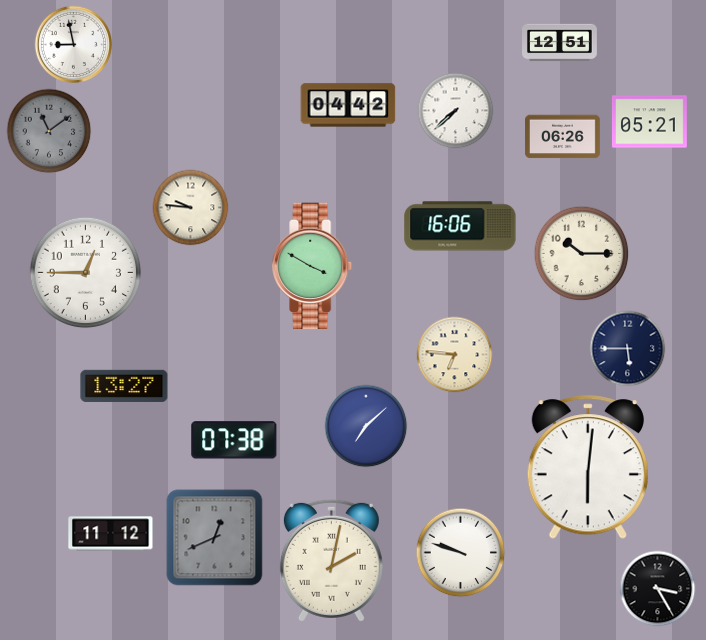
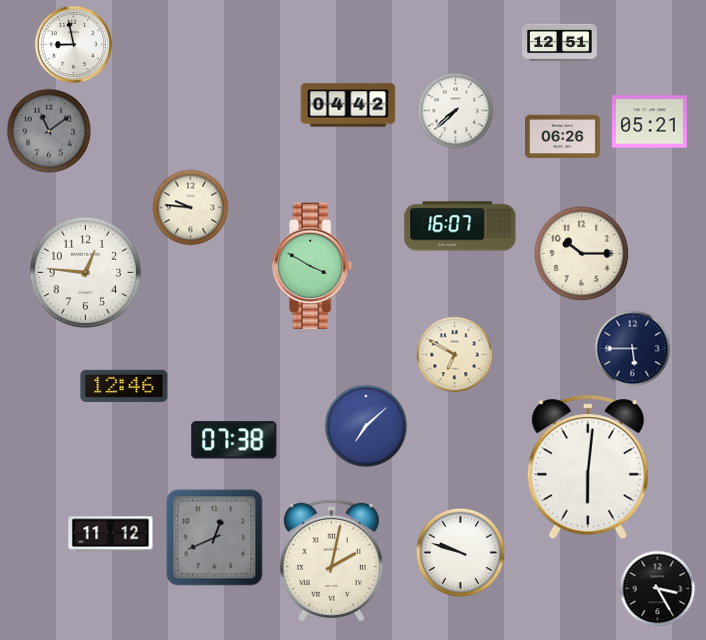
clock at (460, 226): 16:06 -> 16:07
clock at (86, 273): 12:45 -> 12:46
clock at (628, 349) position: (628, 349) -> (633, 349)
clock at (455, 355): 6:46 -> 6:50
clock at (124, 386): 13:27 -> 12:46
